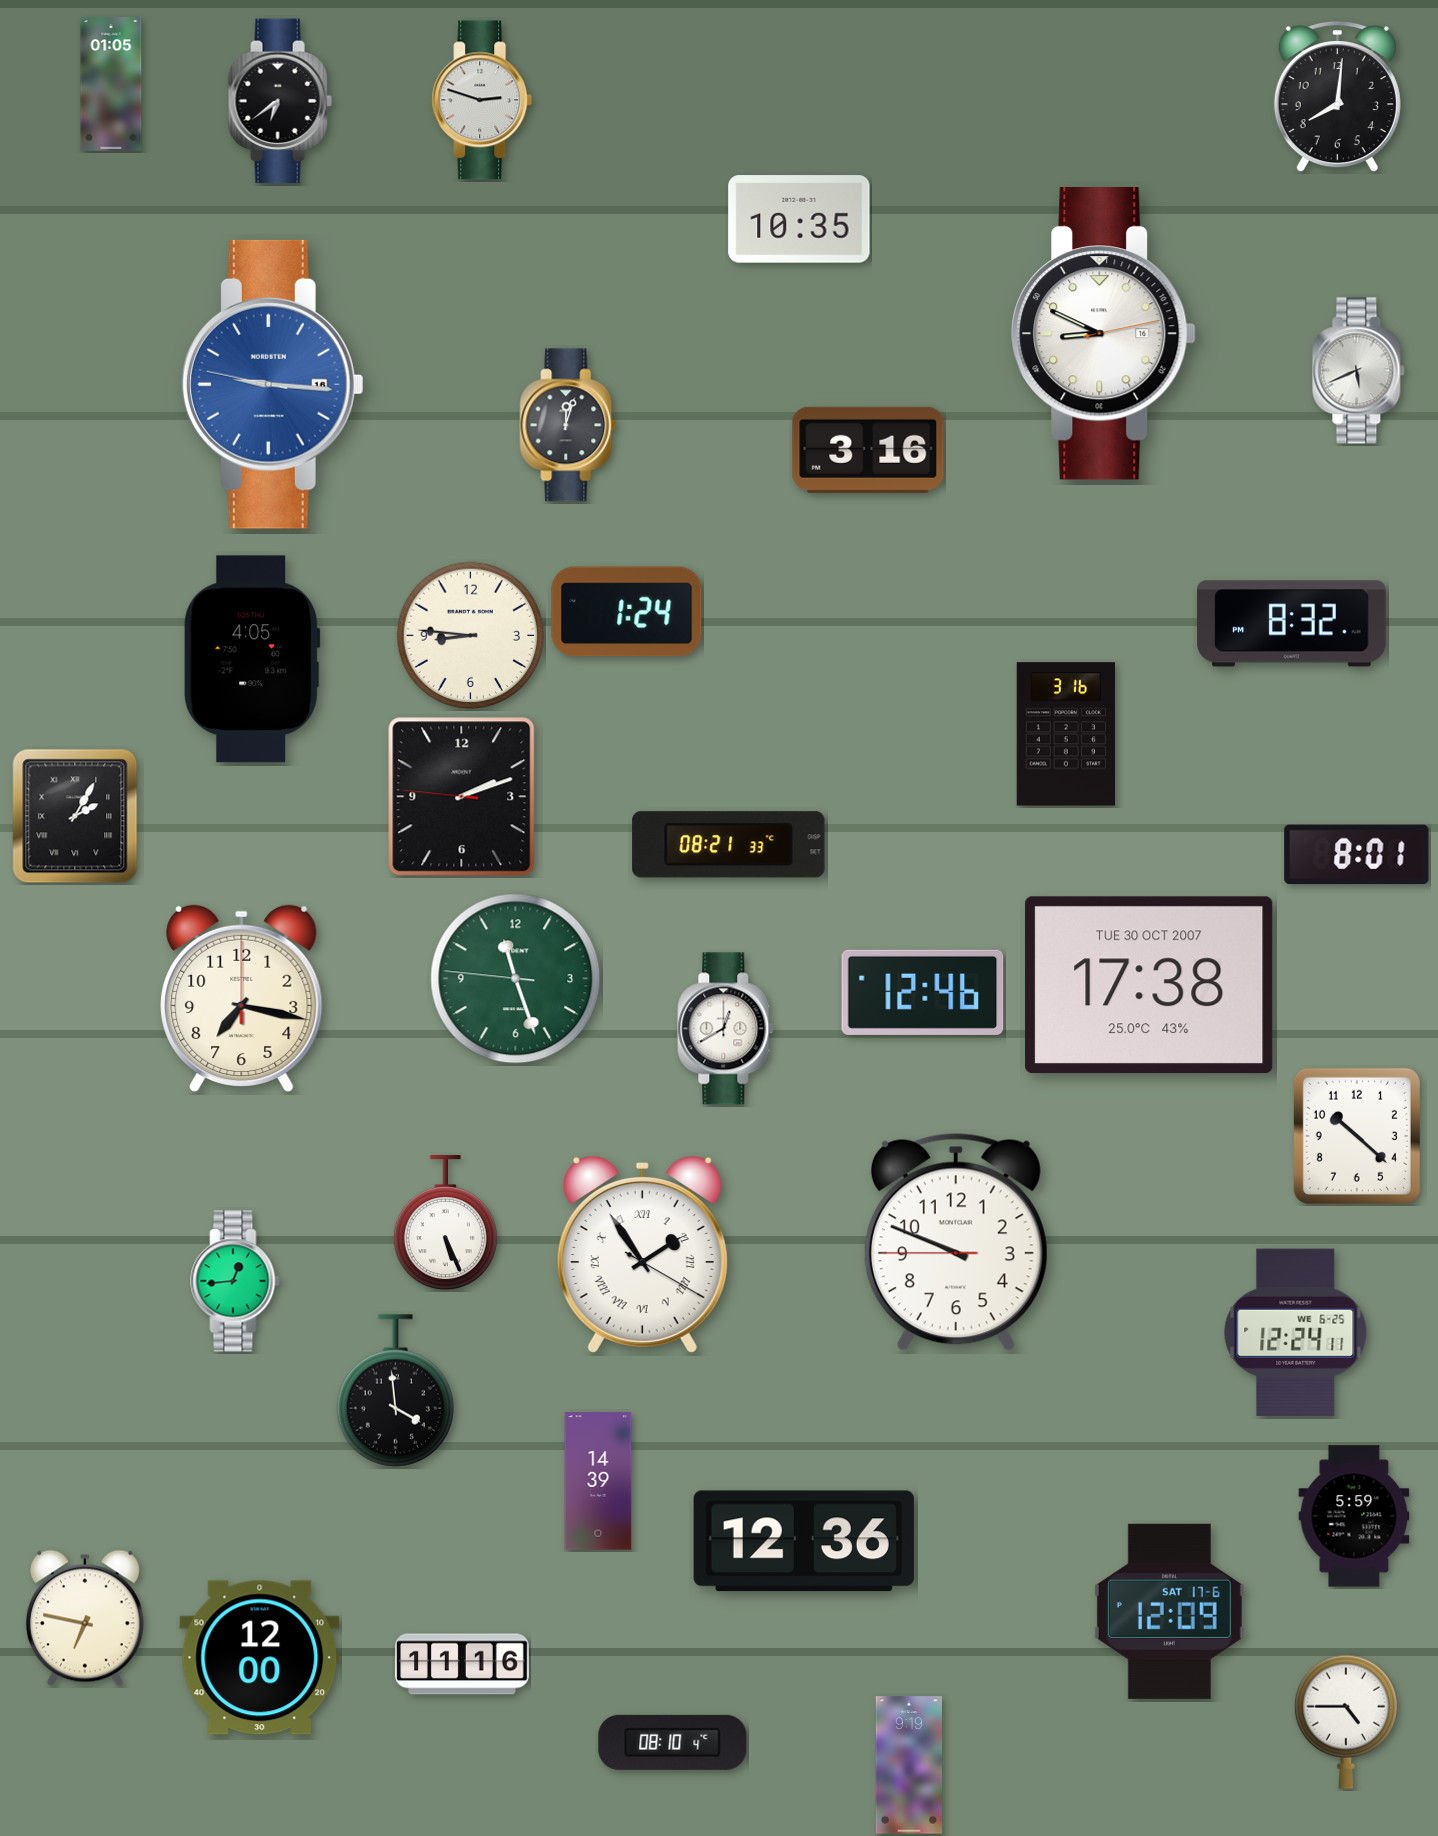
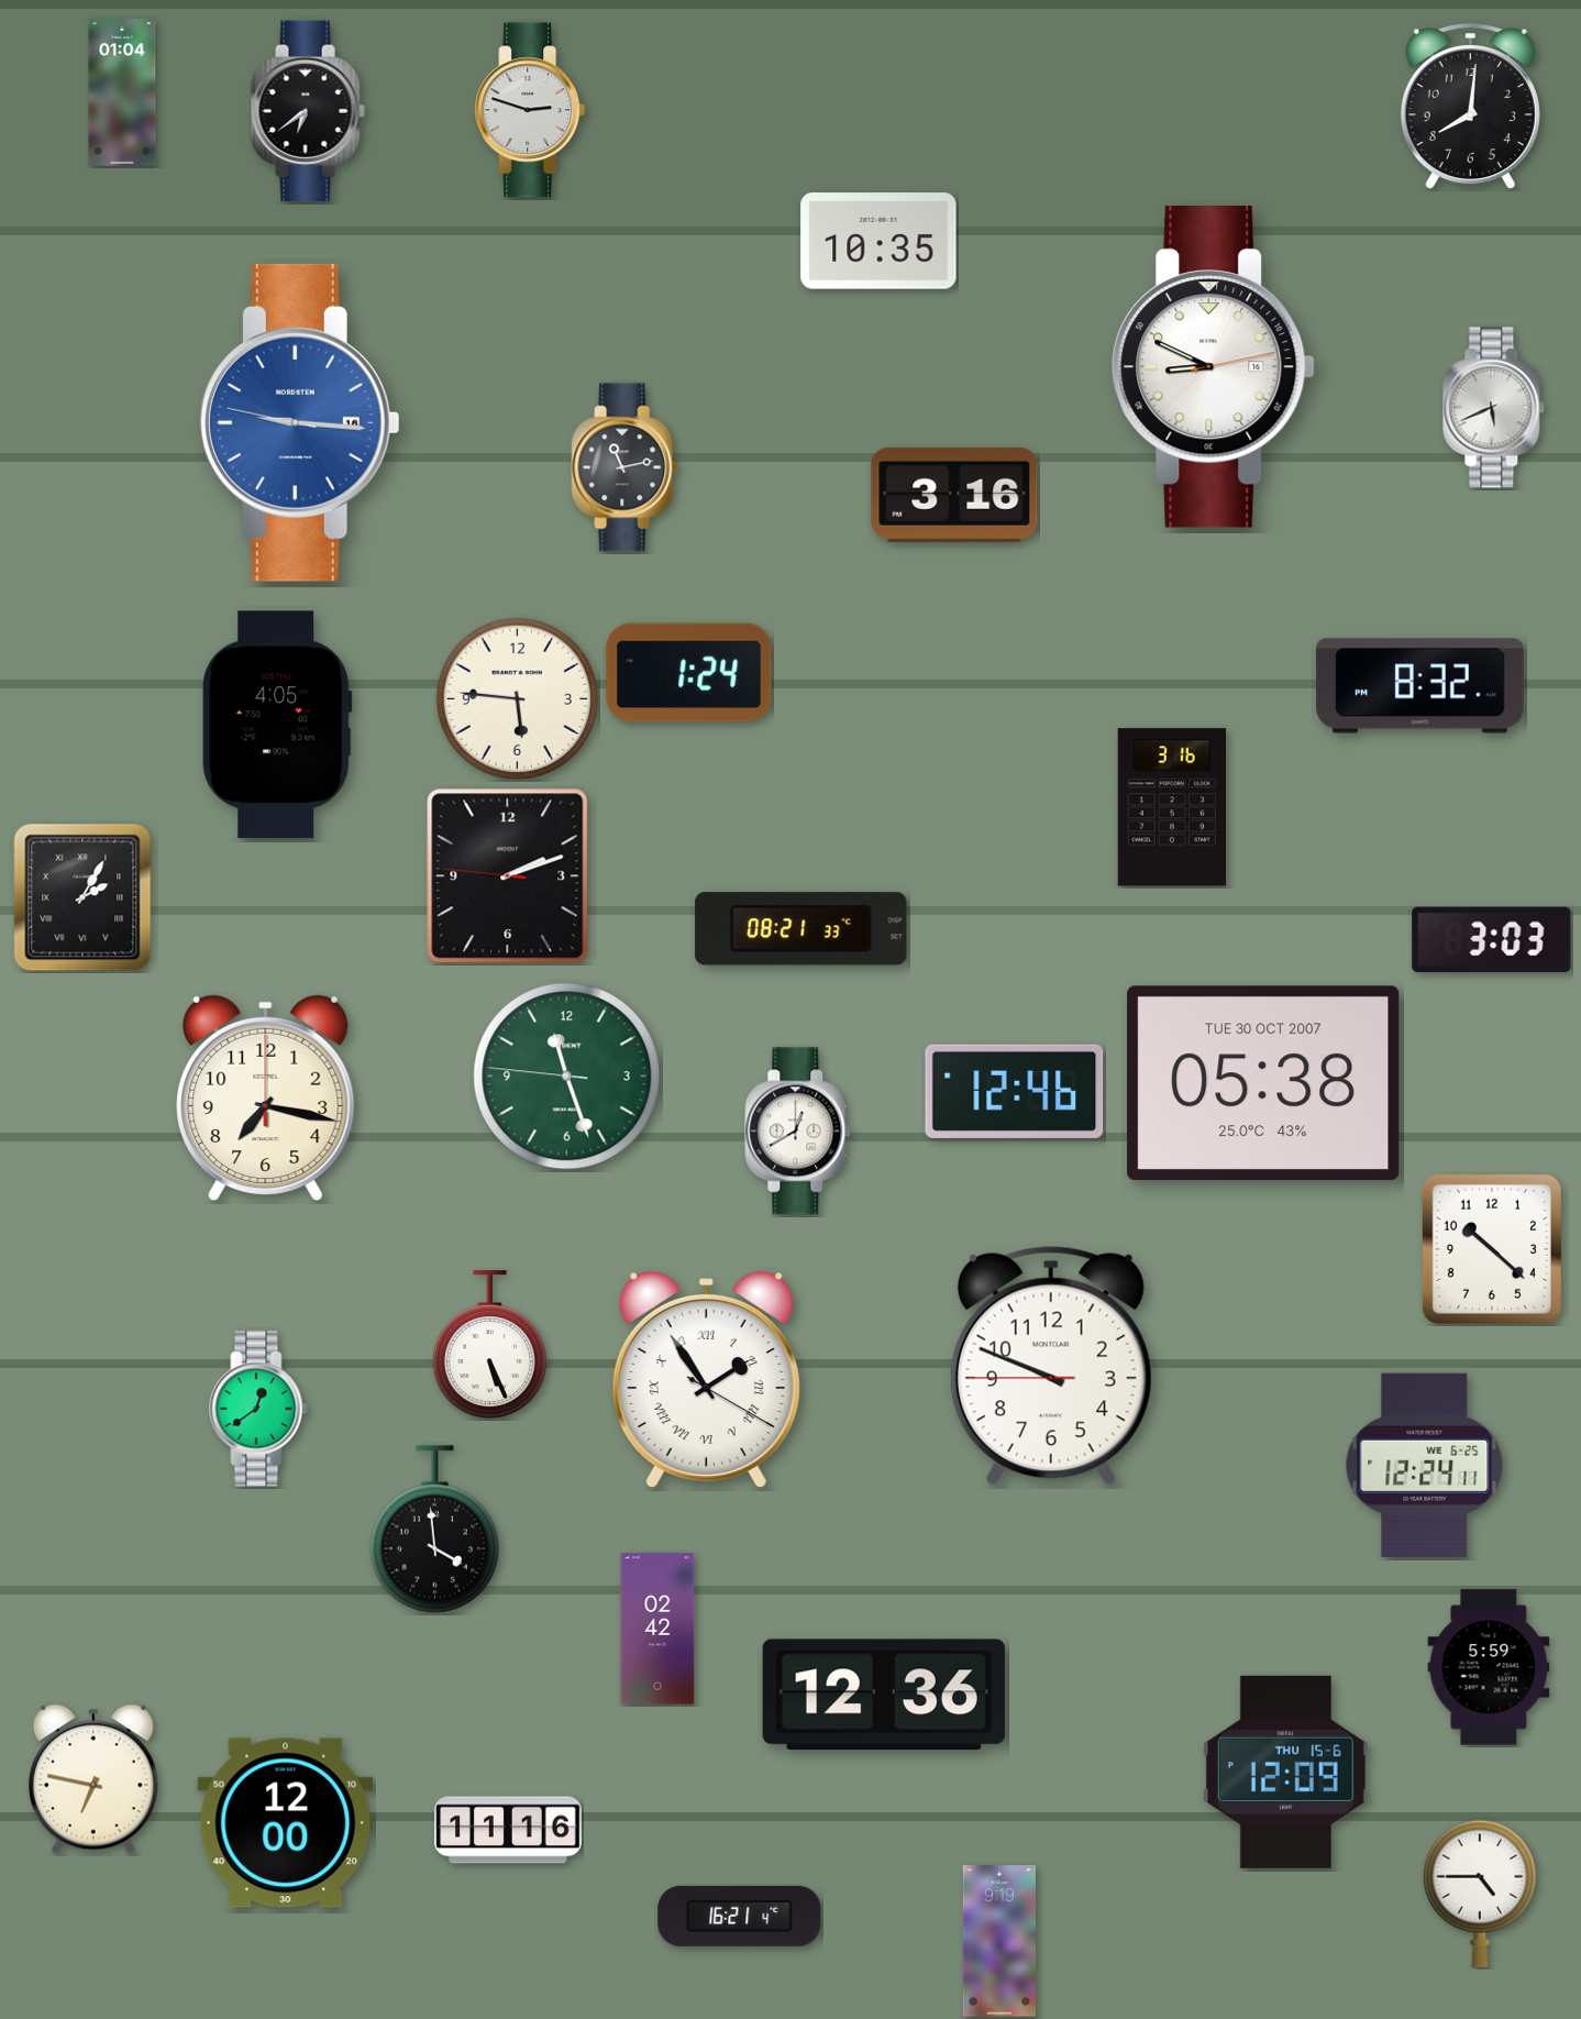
clock at (111, 84): 01:05 -> 01:04
clock at (568, 425): 12:03 -> 11:13
clock at (470, 635): 8:46 -> 5:46
clock at (1357, 855): 8:01 -> 3:03
clock at (1149, 985): 17:38 -> 05:38
clock at (235, 1281): 12:44 -> 12:39
clock at (598, 1481): 14:39 -> 02:42
clock at (1169, 1611) date: SAT 17-6 -> THU 15-6
clock at (673, 1742): 08:10 -> 16:21
